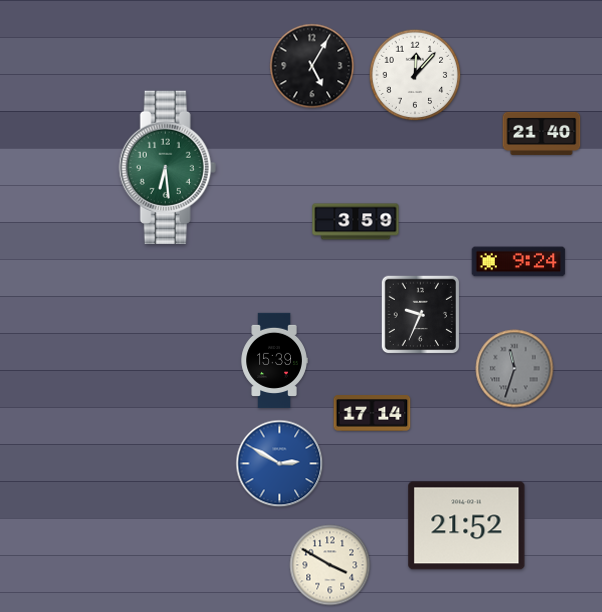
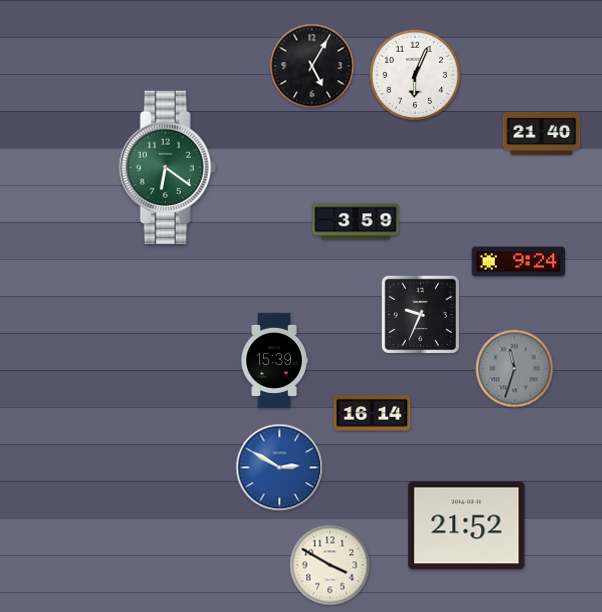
clock at (415, 75): 12:07 -> 6:04
clock at (167, 167): 6:29 -> 6:21
clock at (372, 413): 17:14 -> 16:14
clock at (280, 464) position: (280, 464) -> (280, 468)
